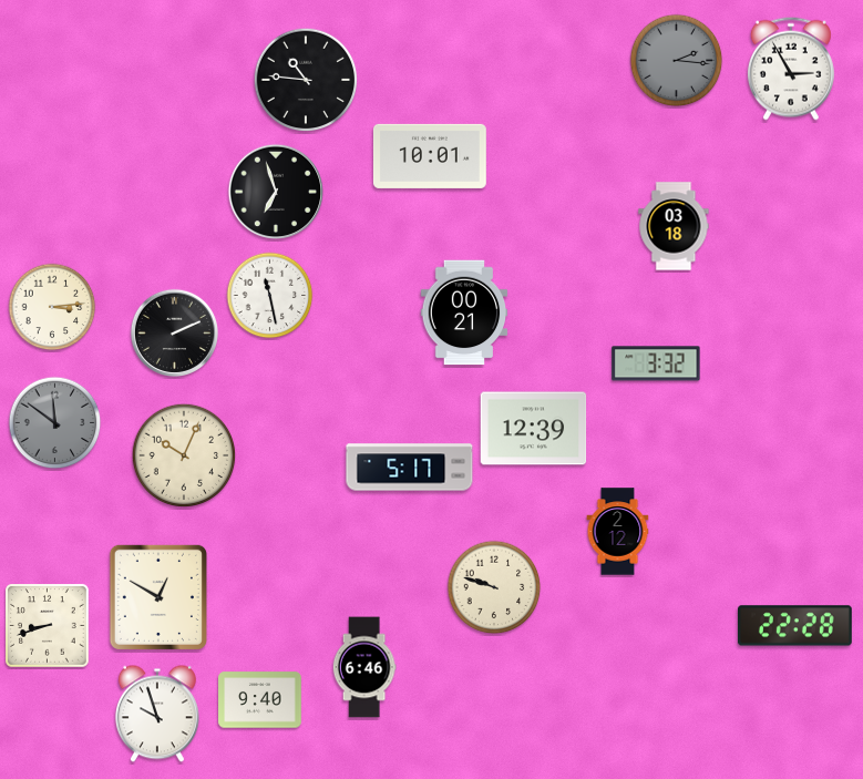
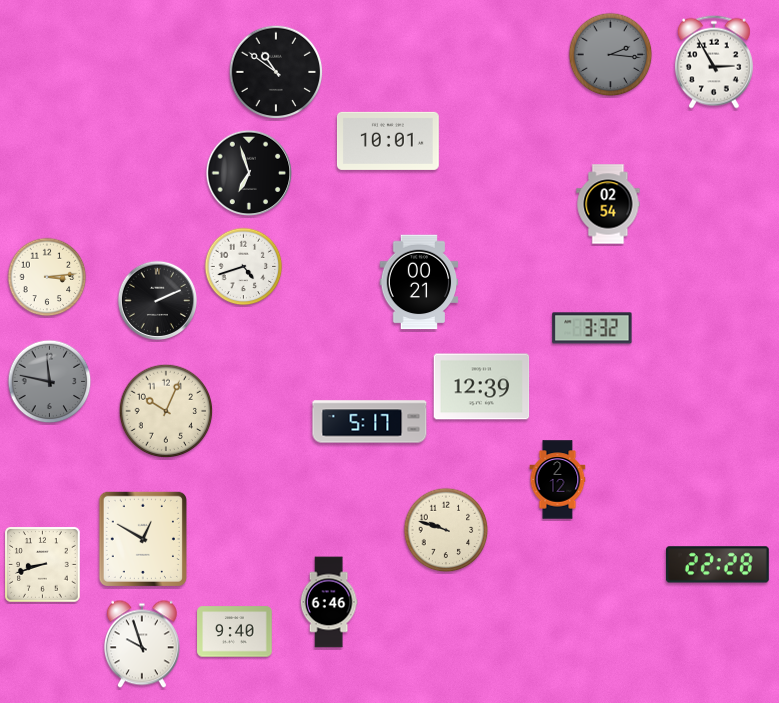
clock at (306, 80): 10:46 -> 10:51
clock at (674, 226): 03:18 -> 02:54
clock at (270, 296): 11:28 -> 4:42
clock at (55, 423): 11:51 -> 11:47
